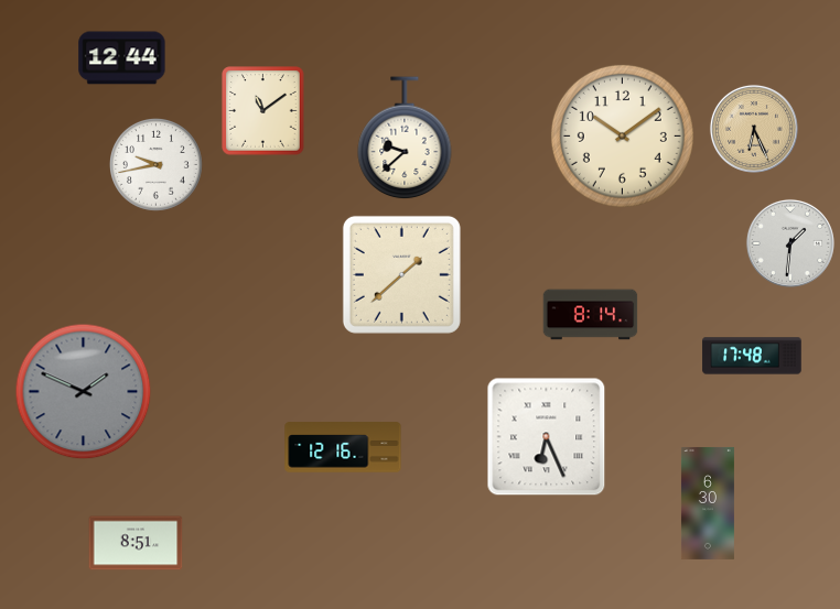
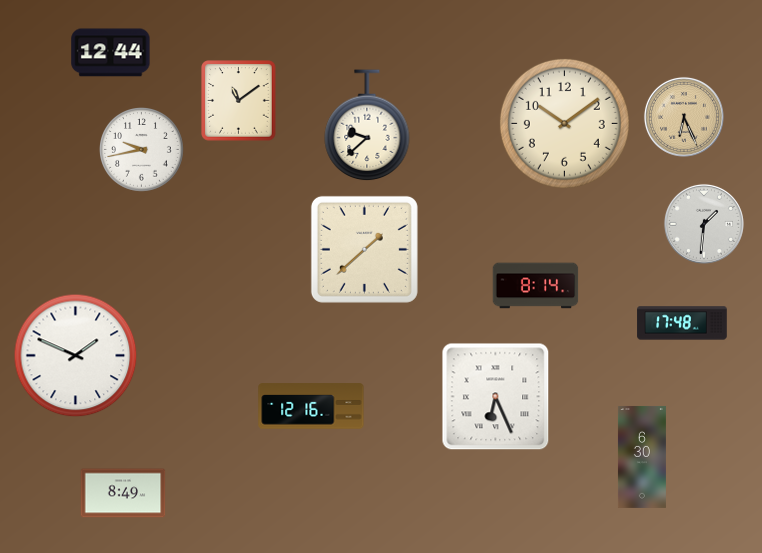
clock at (790, 243) position: (790, 243) -> (704, 224)
clock at (84, 392) dial: grey -> white
clock at (136, 543): 8:51 -> 8:49
